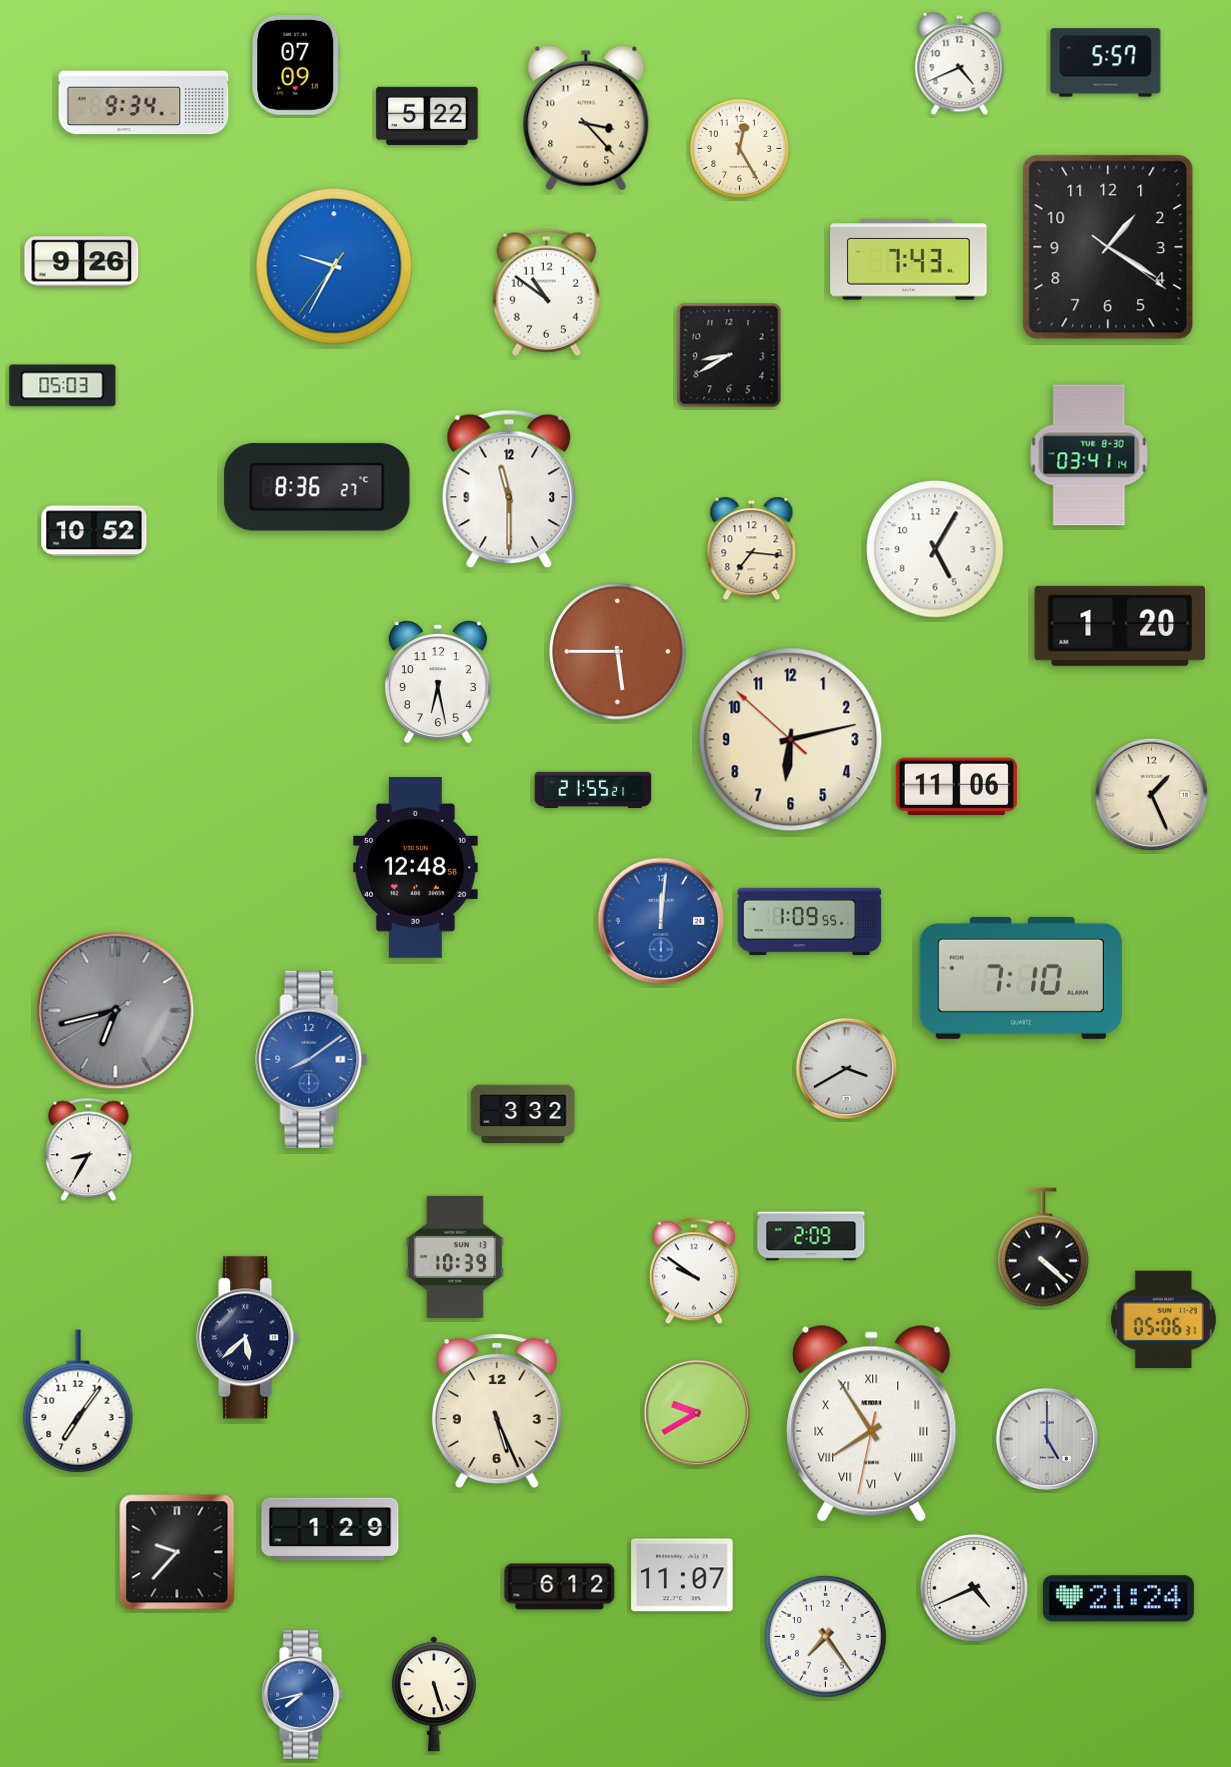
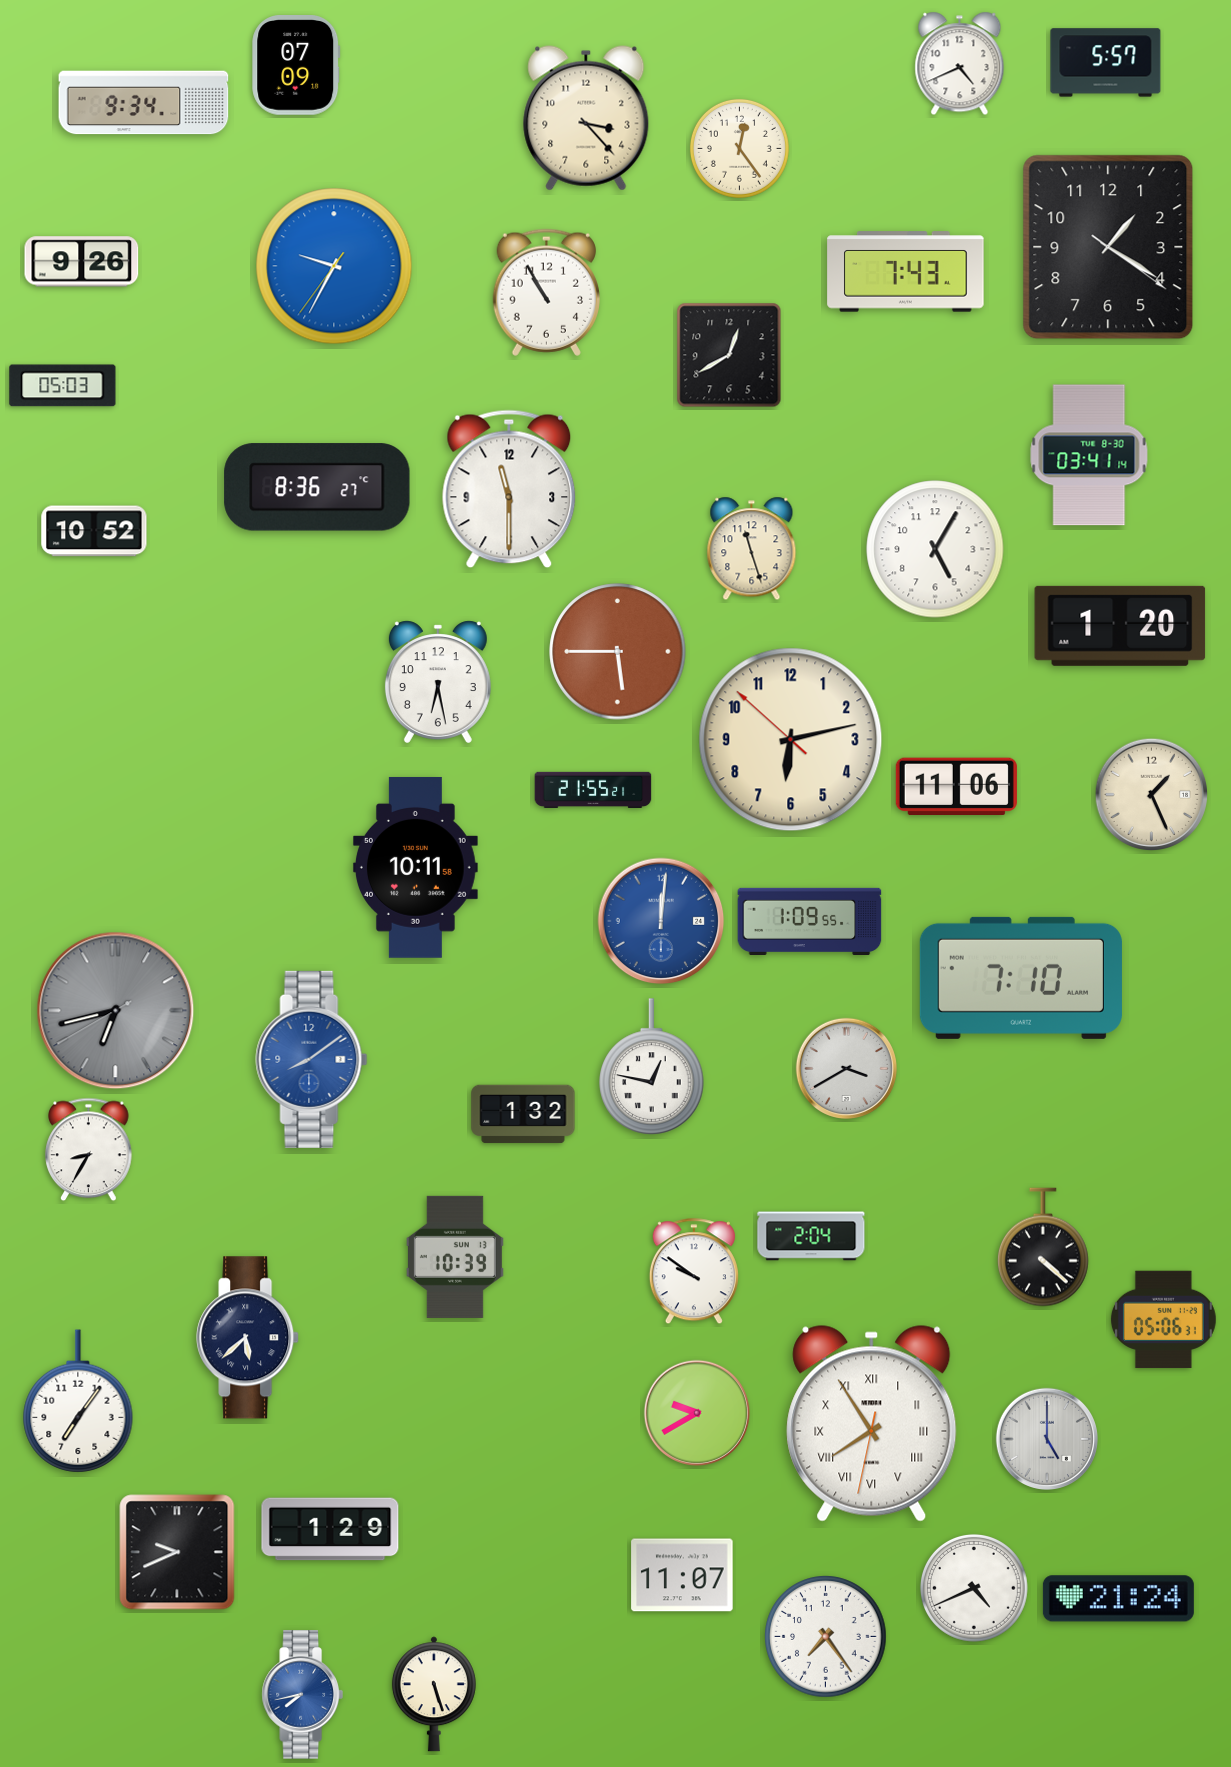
clock at (427, 116): 5:22 -> none
clock at (739, 148): 12:25 -> 12:24
clock at (909, 260) position: (909, 260) -> (906, 272)
clock at (546, 292): 10:51 -> 10:55
clock at (729, 355): 8:40 -> 12:40
clock at (752, 549): 7:16 -> 11:27
clock at (415, 867): 12:48 -> 10:11
clock at (652, 1067): none -> 12:47
clock at (523, 1114): 3:32 -> 1:32
clock at (811, 1236): 2:09 -> 2:04
clock at (497, 1411): 5:26 -> none
clock at (177, 1552): 9:37 -> 9:41
clock at (560, 1587): 6:12 -> none
